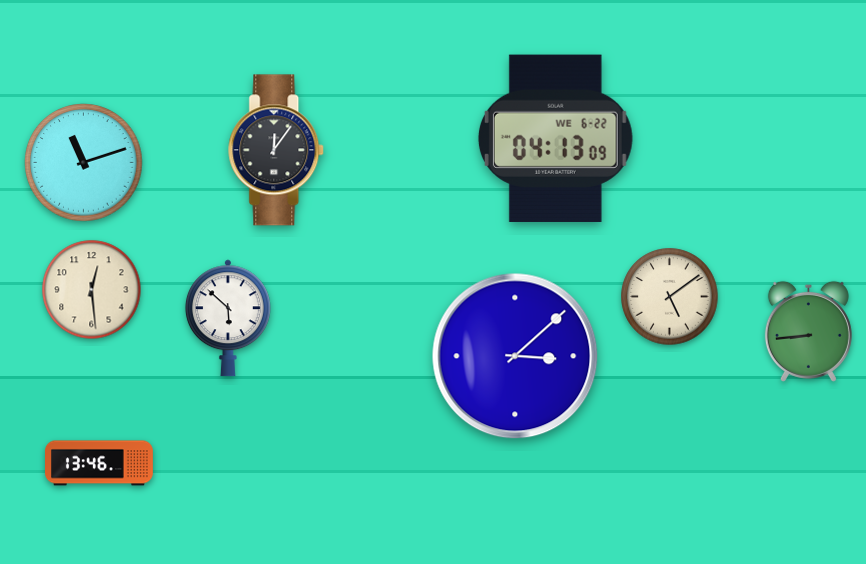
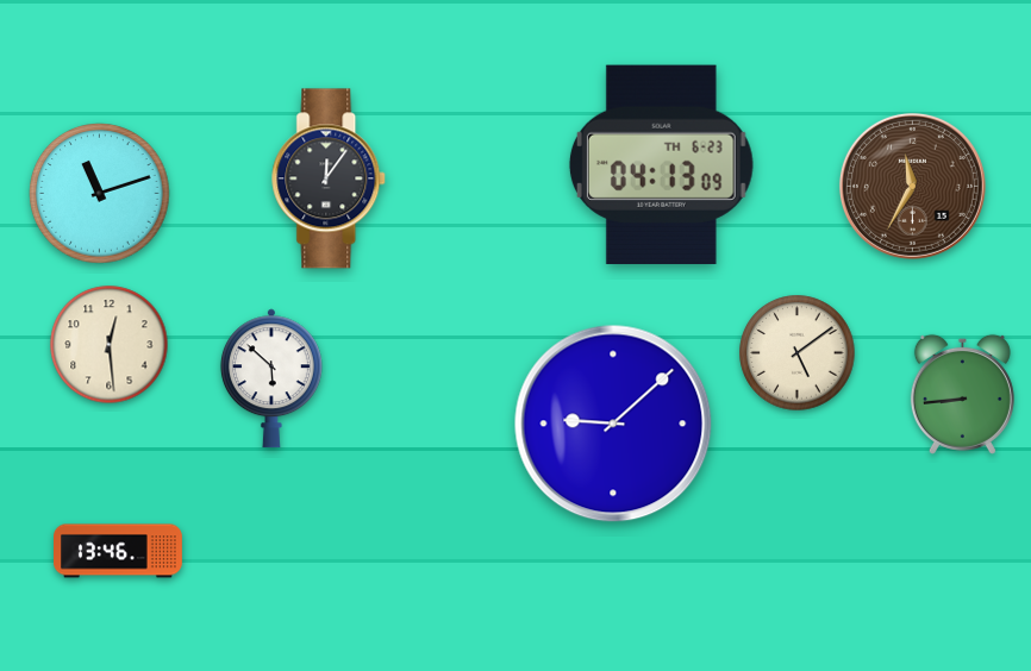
clock at (555, 138) date: WE 6-22 -> TH 6-23
clock at (912, 186): none -> 11:35
clock at (515, 356): 3:08 -> 9:08
